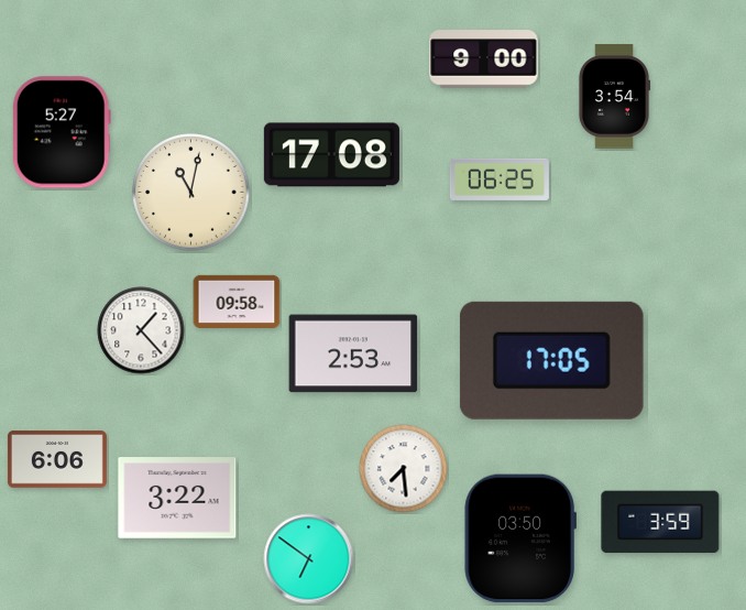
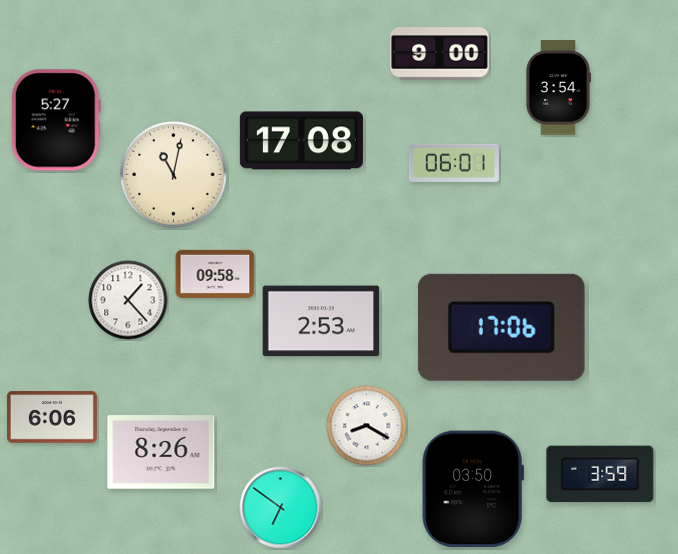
clock at (500, 179): 06:25 -> 06:01
clock at (551, 360): 17:05 -> 17:06
clock at (404, 469): 7:29 -> 8:20
clock at (177, 498): 3:22 -> 8:26
